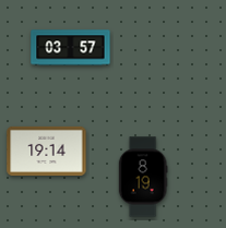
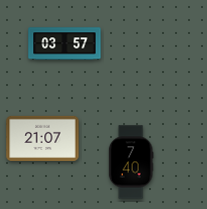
clock at (47, 151): 19:14 -> 21:07
clock at (143, 177): 8:19 -> 7:40
